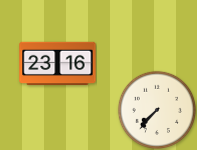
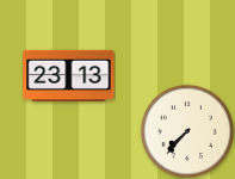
clock at (58, 64): 23:16 -> 23:13
